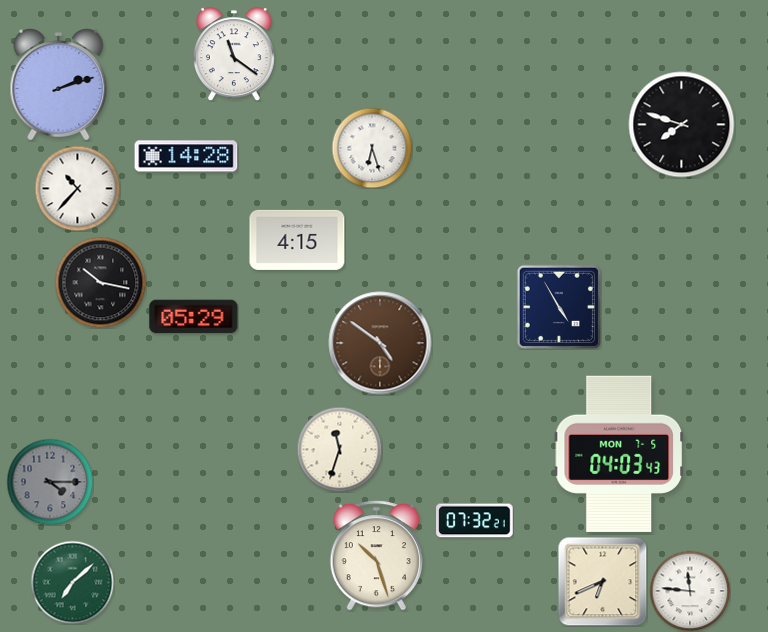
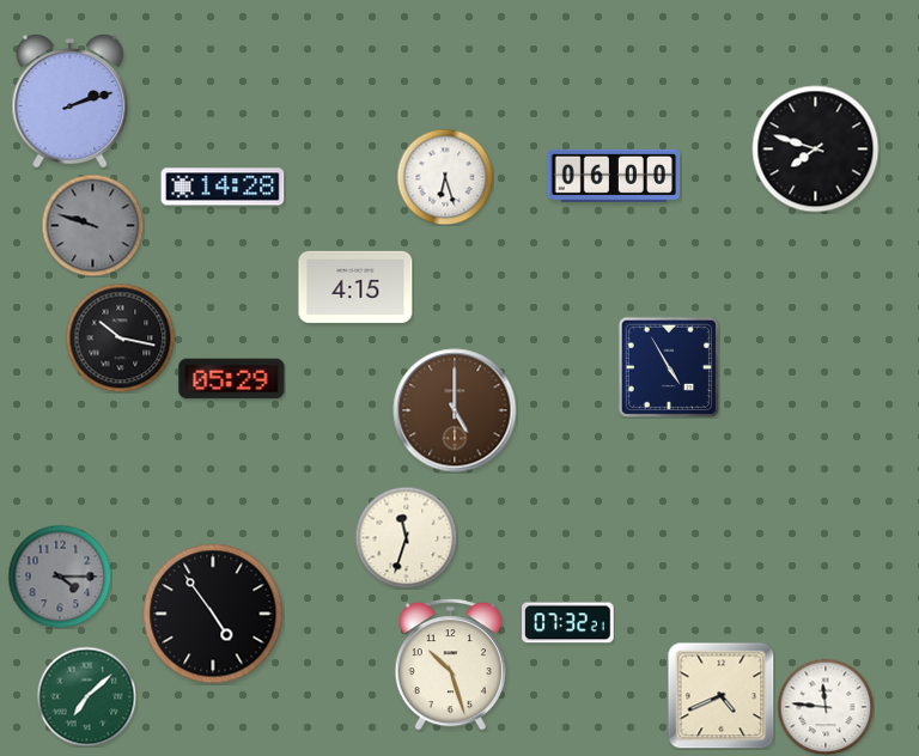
clock at (234, 54): 11:21 -> none
clock at (614, 176): none -> 06:00
clock at (77, 188): 10:37 -> 9:48
clock at (77, 188) dial: white -> grey
clock at (380, 343): 4:51 -> 5:00
clock at (618, 453): 04:03 -> none
clock at (213, 614): none -> 4:54
clock at (602, 581): 6:41 -> 4:41
